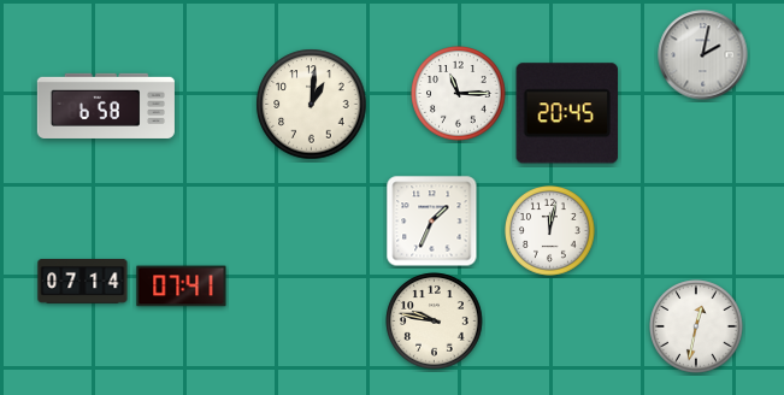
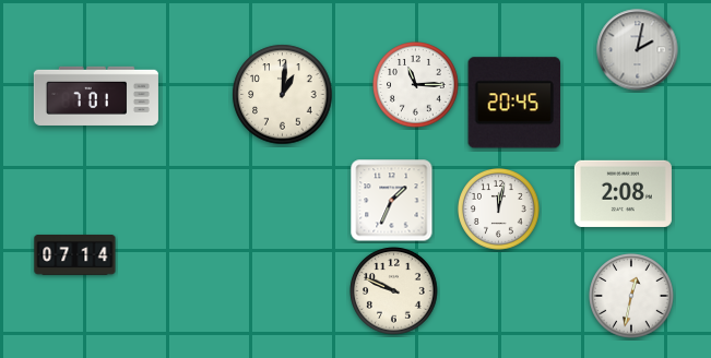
clock at (106, 106): 6:58 -> 7:01
clock at (623, 193): none -> 2:08
clock at (182, 287): 07:41 -> none
clock at (435, 322): 9:47 -> 9:49
